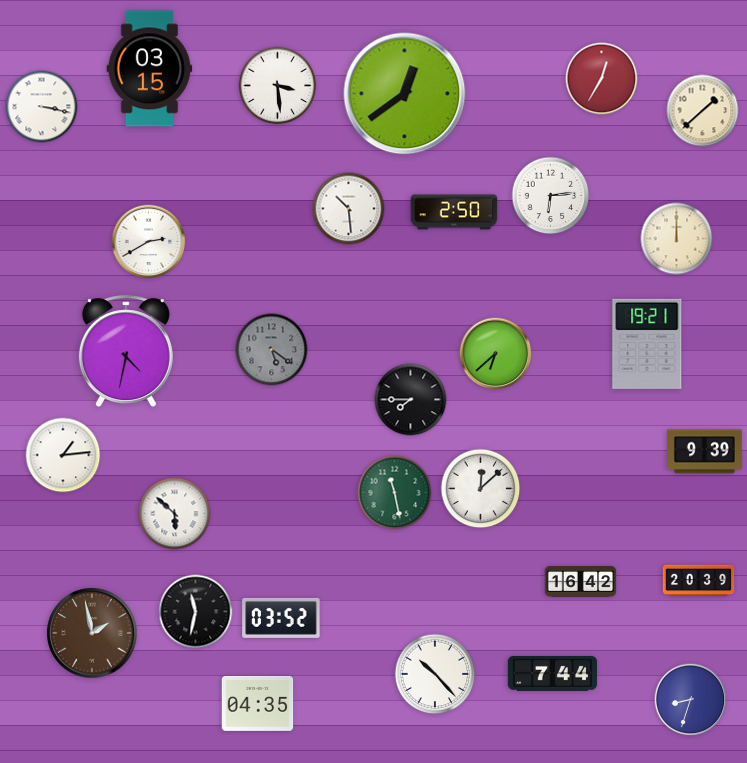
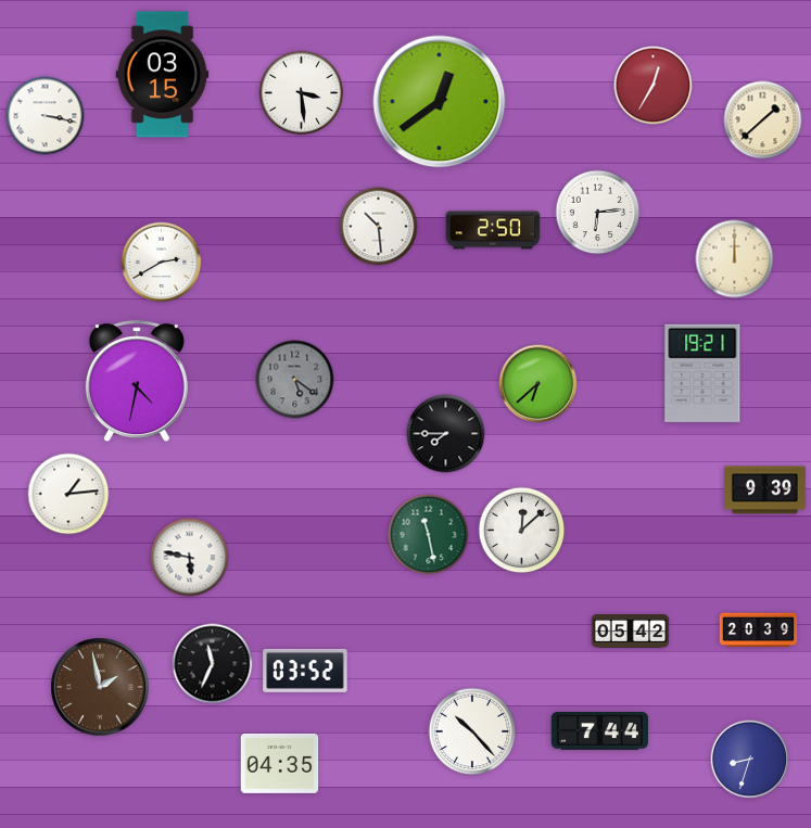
clock at (175, 514): 5:52 -> 5:47
clock at (581, 582): 16:42 -> 05:42
clock at (196, 612): 11:32 -> 11:34
